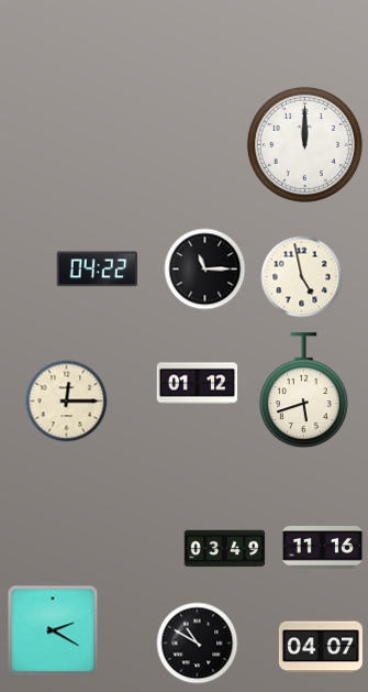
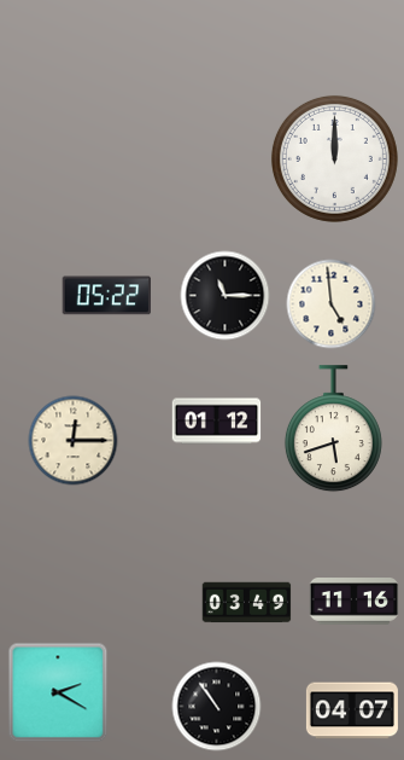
clock at (98, 270): 04:22 -> 05:22
clock at (302, 277): 4:58 -> 4:59
clock at (198, 644): 10:50 -> 10:54
